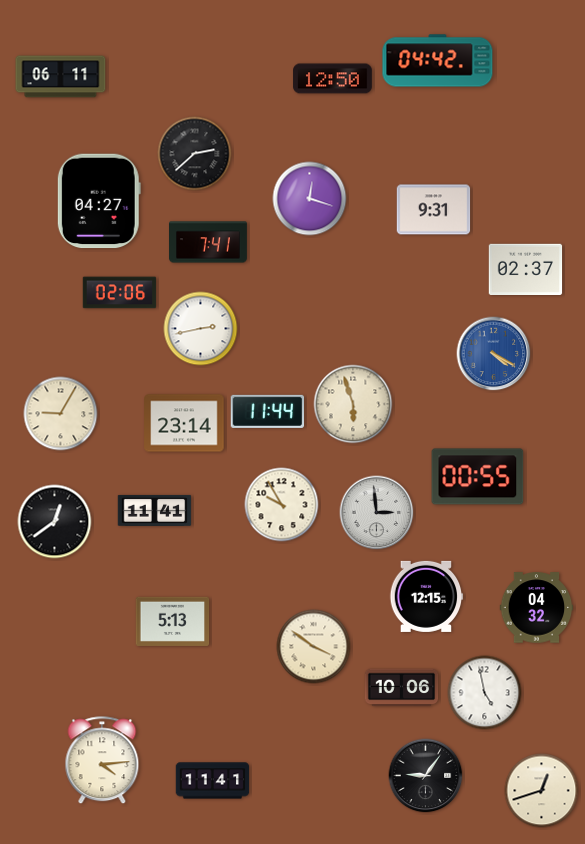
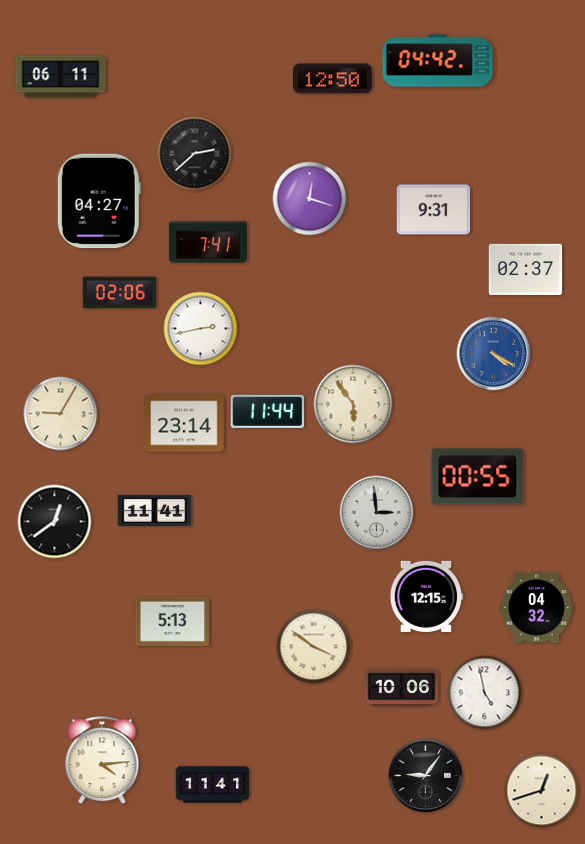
clock at (353, 404): 5:57 -> 5:54
clock at (282, 505): 9:55 -> none
clock at (213, 781) position: (213, 781) -> (213, 785)
